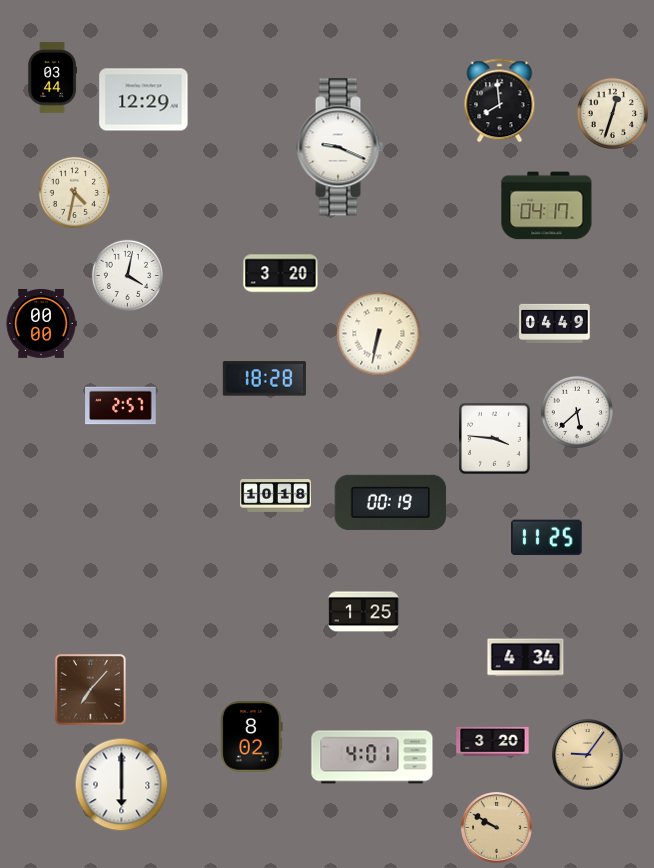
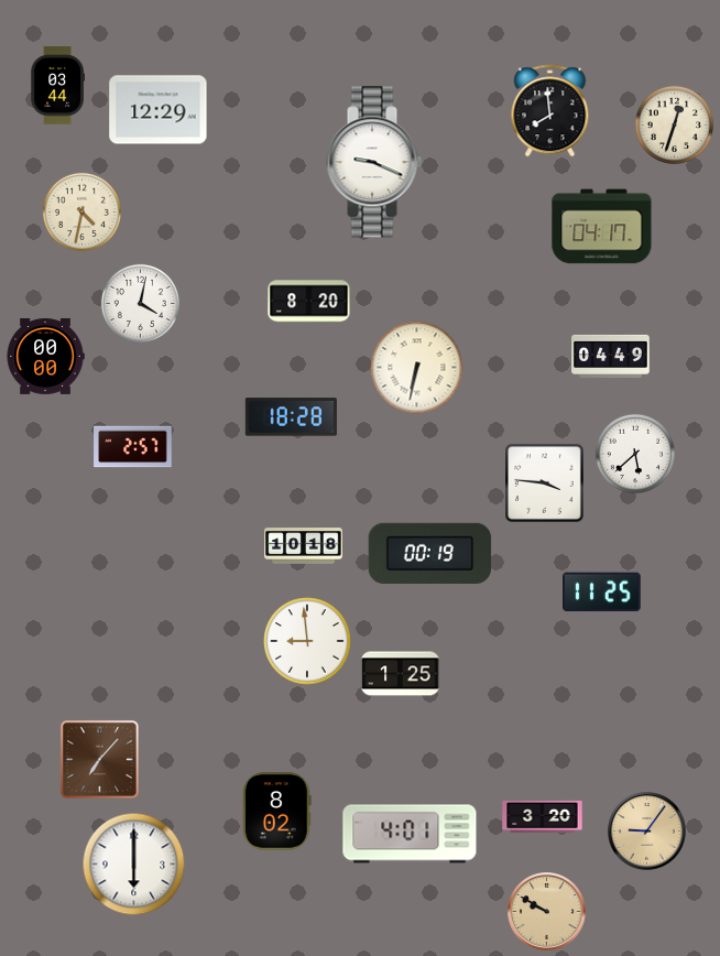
clock at (281, 274): 3:20 -> 8:20
clock at (307, 641): none -> 8:59
clock at (526, 658): 4:34 -> none
